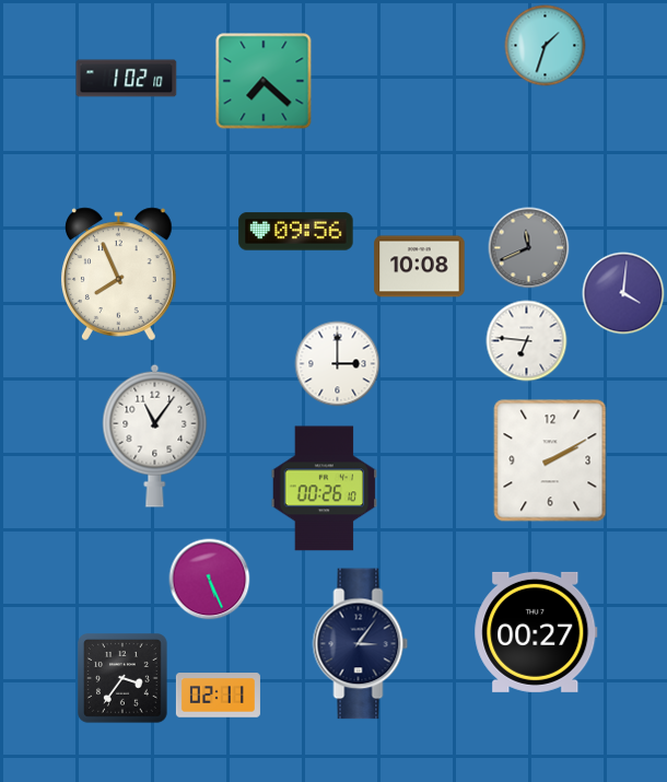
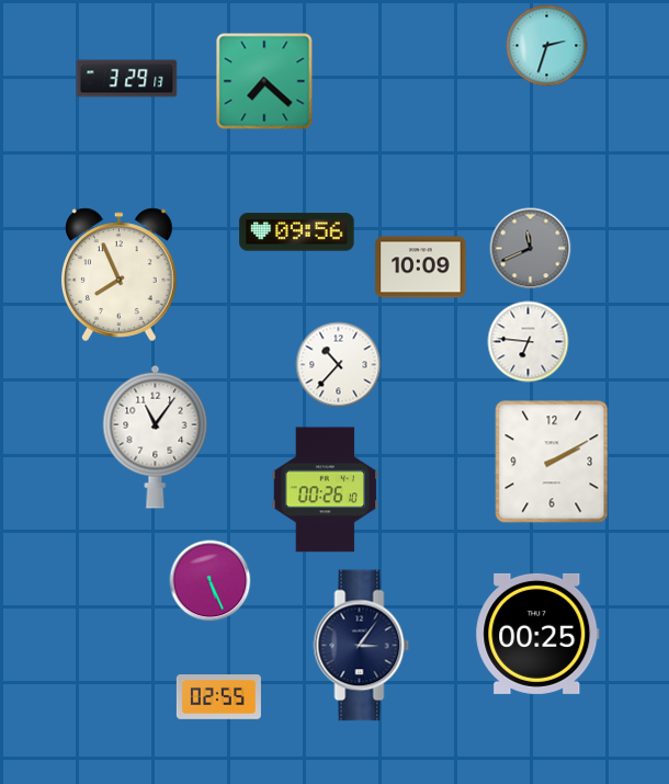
clock at (546, 46): 1:33 -> 2:33
clock at (127, 79): 1:02 -> 3:29
clock at (420, 267): 10:08 -> 10:09
clock at (623, 293): 4:01 -> none
clock at (338, 364): 3:00 -> 10:37
clock at (536, 632): 00:27 -> 00:25
clock at (124, 679): 3:36 -> none
clock at (218, 696): 02:11 -> 02:55
